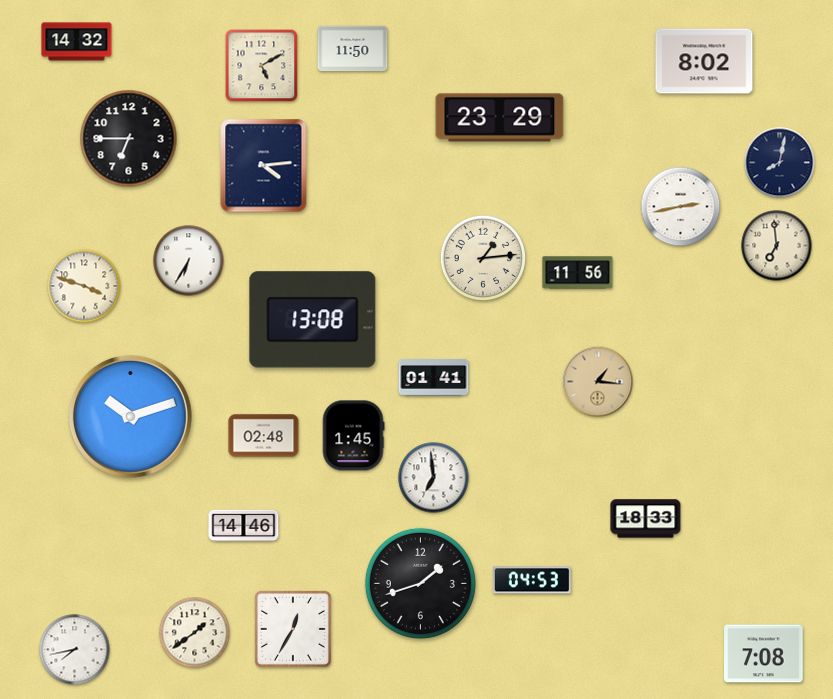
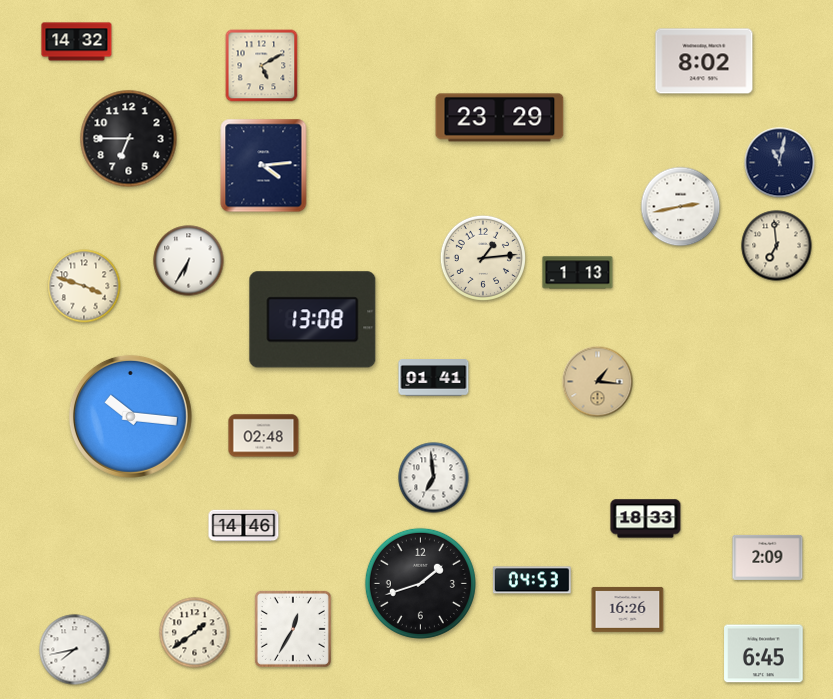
clock at (353, 49): 11:50 -> none
clock at (780, 163): 8:02 -> 11:02
clock at (578, 273): 11:56 -> 1:13
clock at (130, 416): 10:12 -> 10:16
clock at (353, 436): 1:45 -> none
clock at (768, 557): none -> 2:09
clock at (628, 609): none -> 16:26
clock at (764, 654): 7:08 -> 6:45
